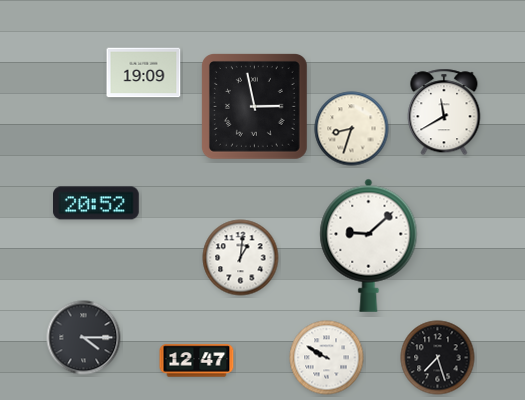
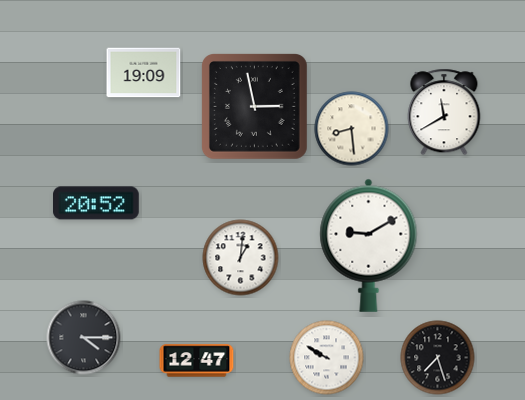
clock at (352, 129): 8:33 -> 8:29
clock at (369, 245): 9:08 -> 9:10
